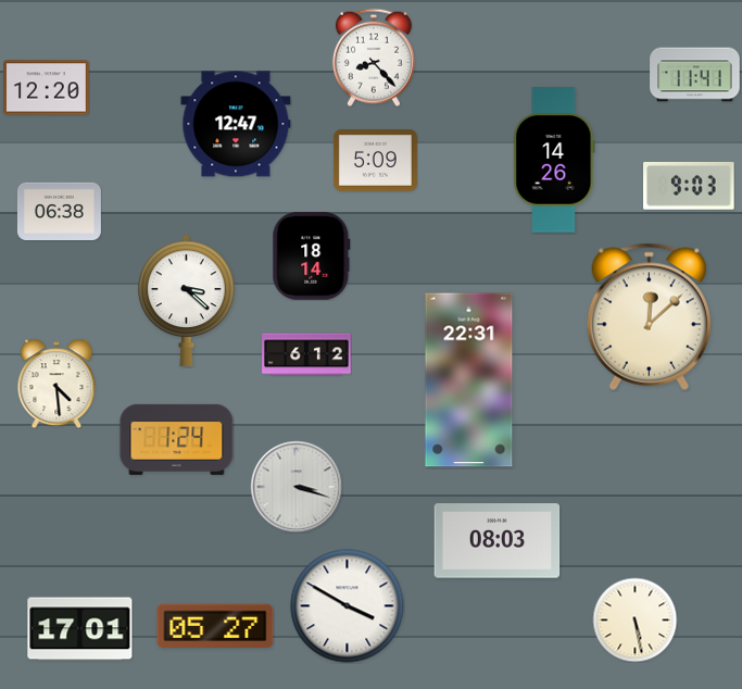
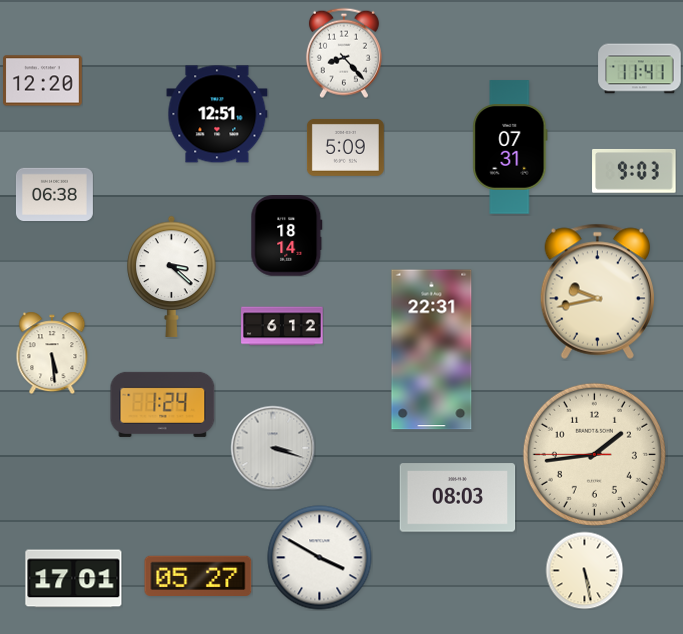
clock at (236, 124): 12:47 -> 12:51
clock at (554, 160): 14:26 -> 07:31
clock at (649, 316): 12:08 -> 9:43
clock at (56, 384): 4:29 -> 5:29
clock at (594, 454): none -> 1:43
